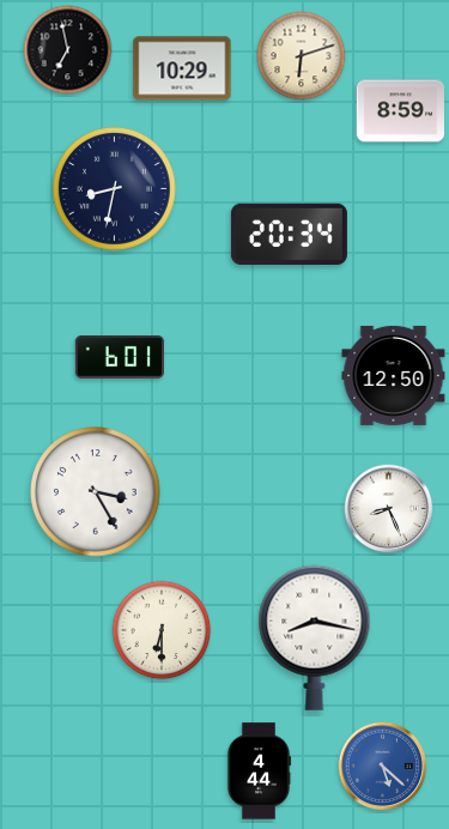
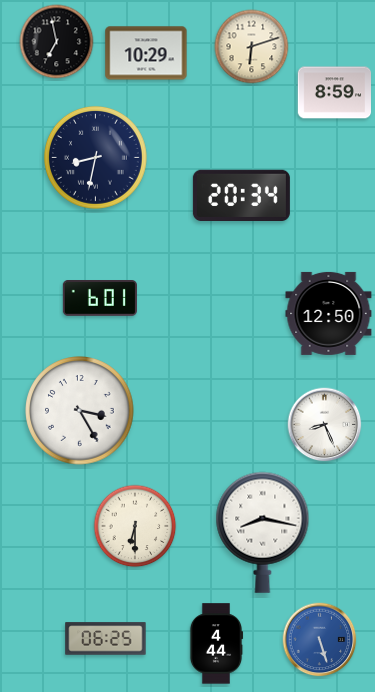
clock at (182, 68) position: (182, 68) -> (146, 53)
clock at (106, 639): none -> 06:25
clock at (383, 767): 5:22 -> 5:27
